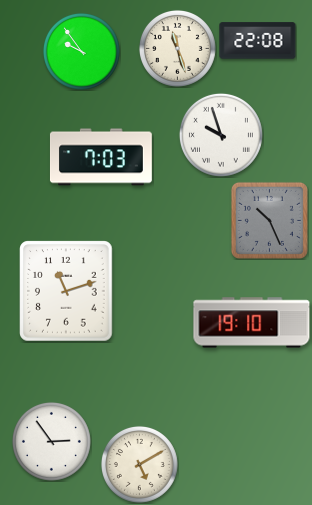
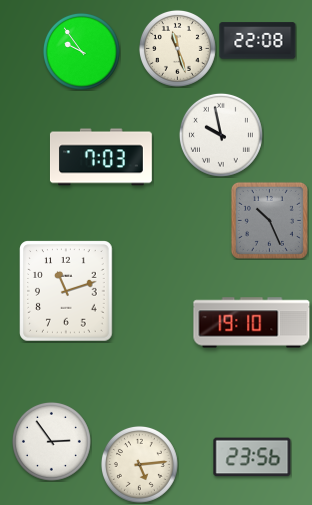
clock at (221, 135): 9:57 -> 9:58
clock at (252, 457): none -> 23:56
clock at (139, 464): 5:10 -> 5:14
